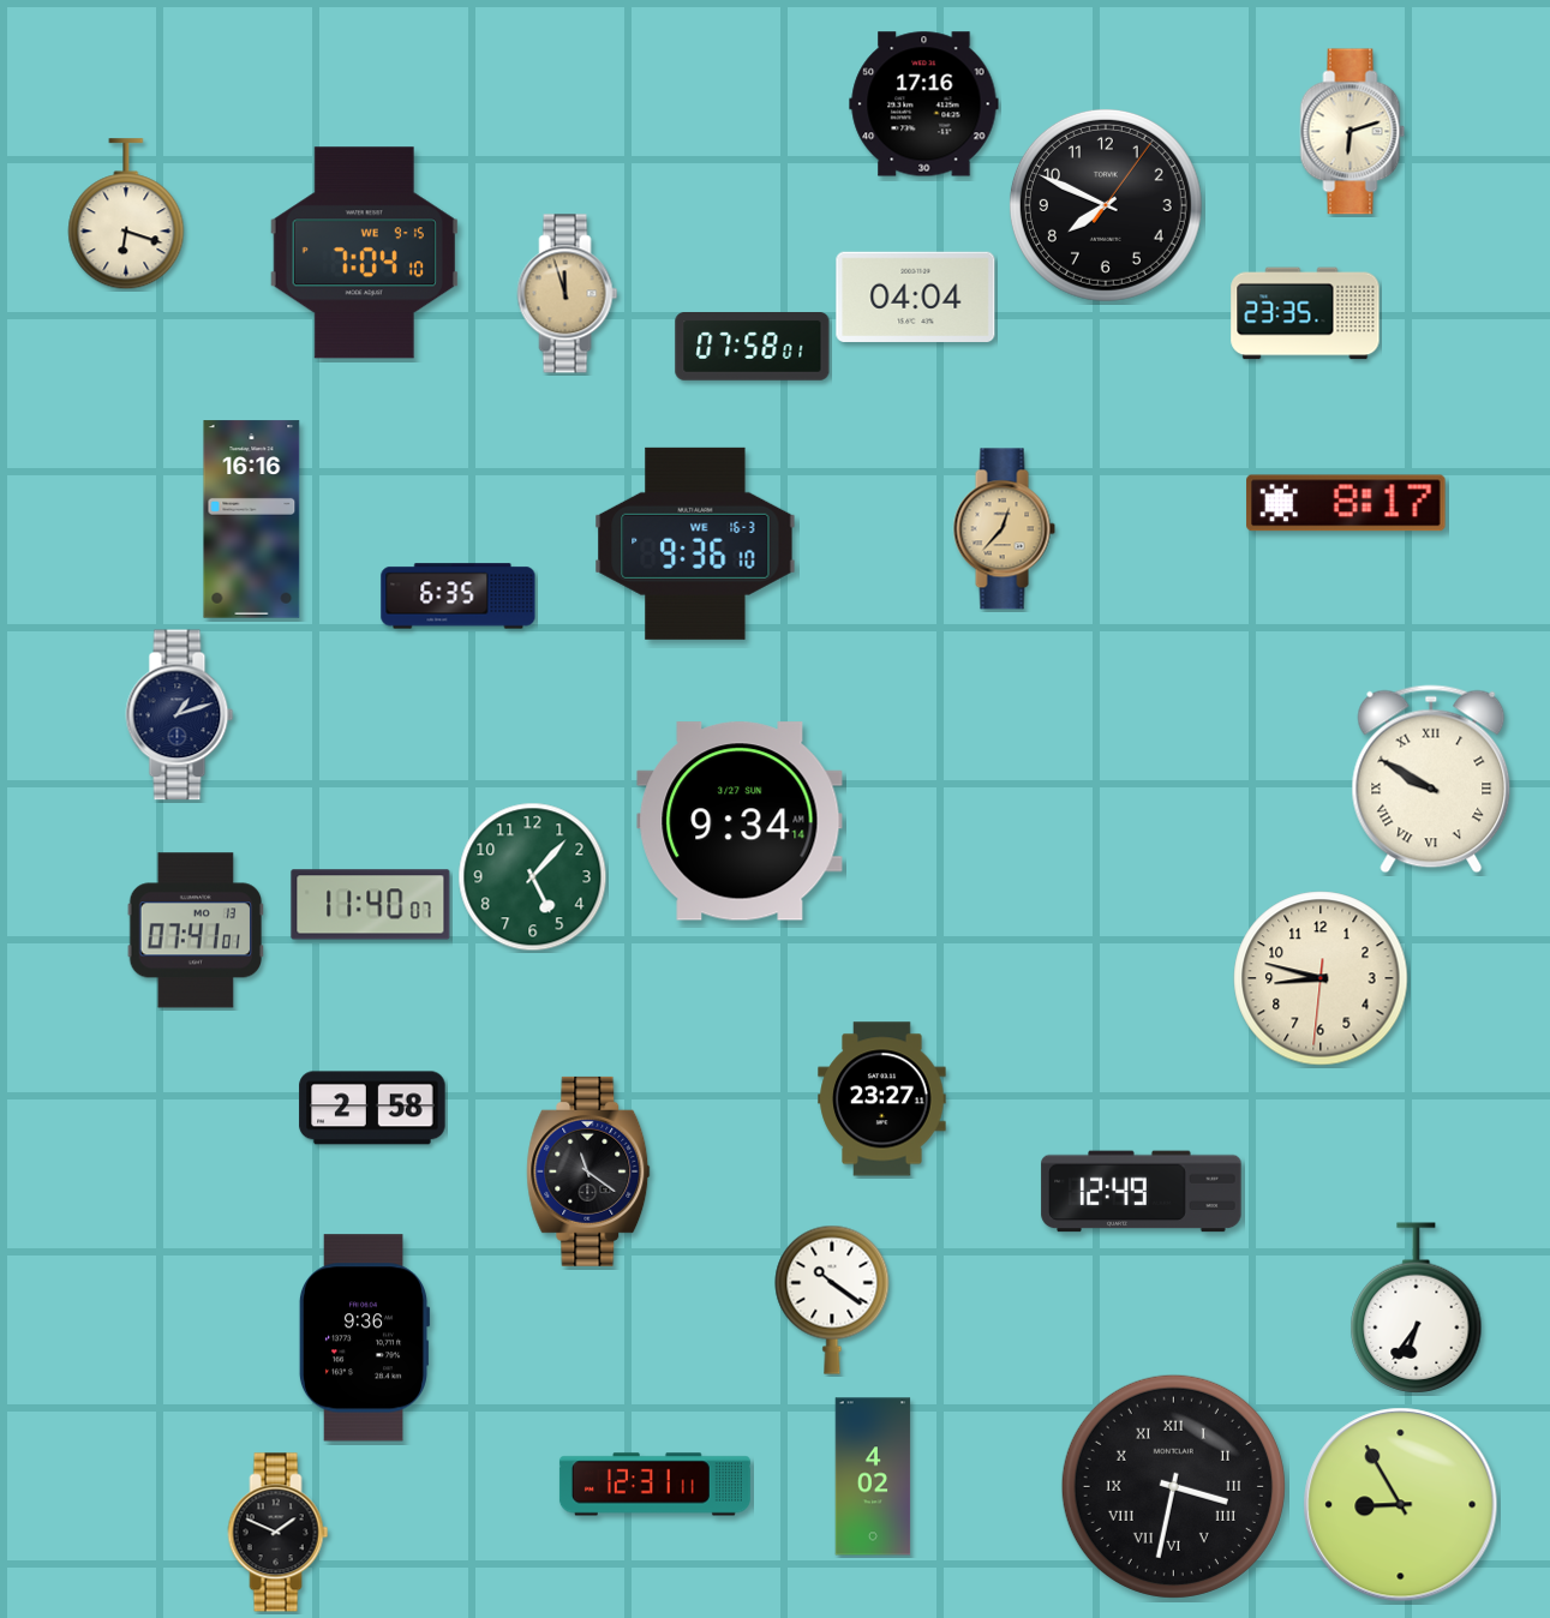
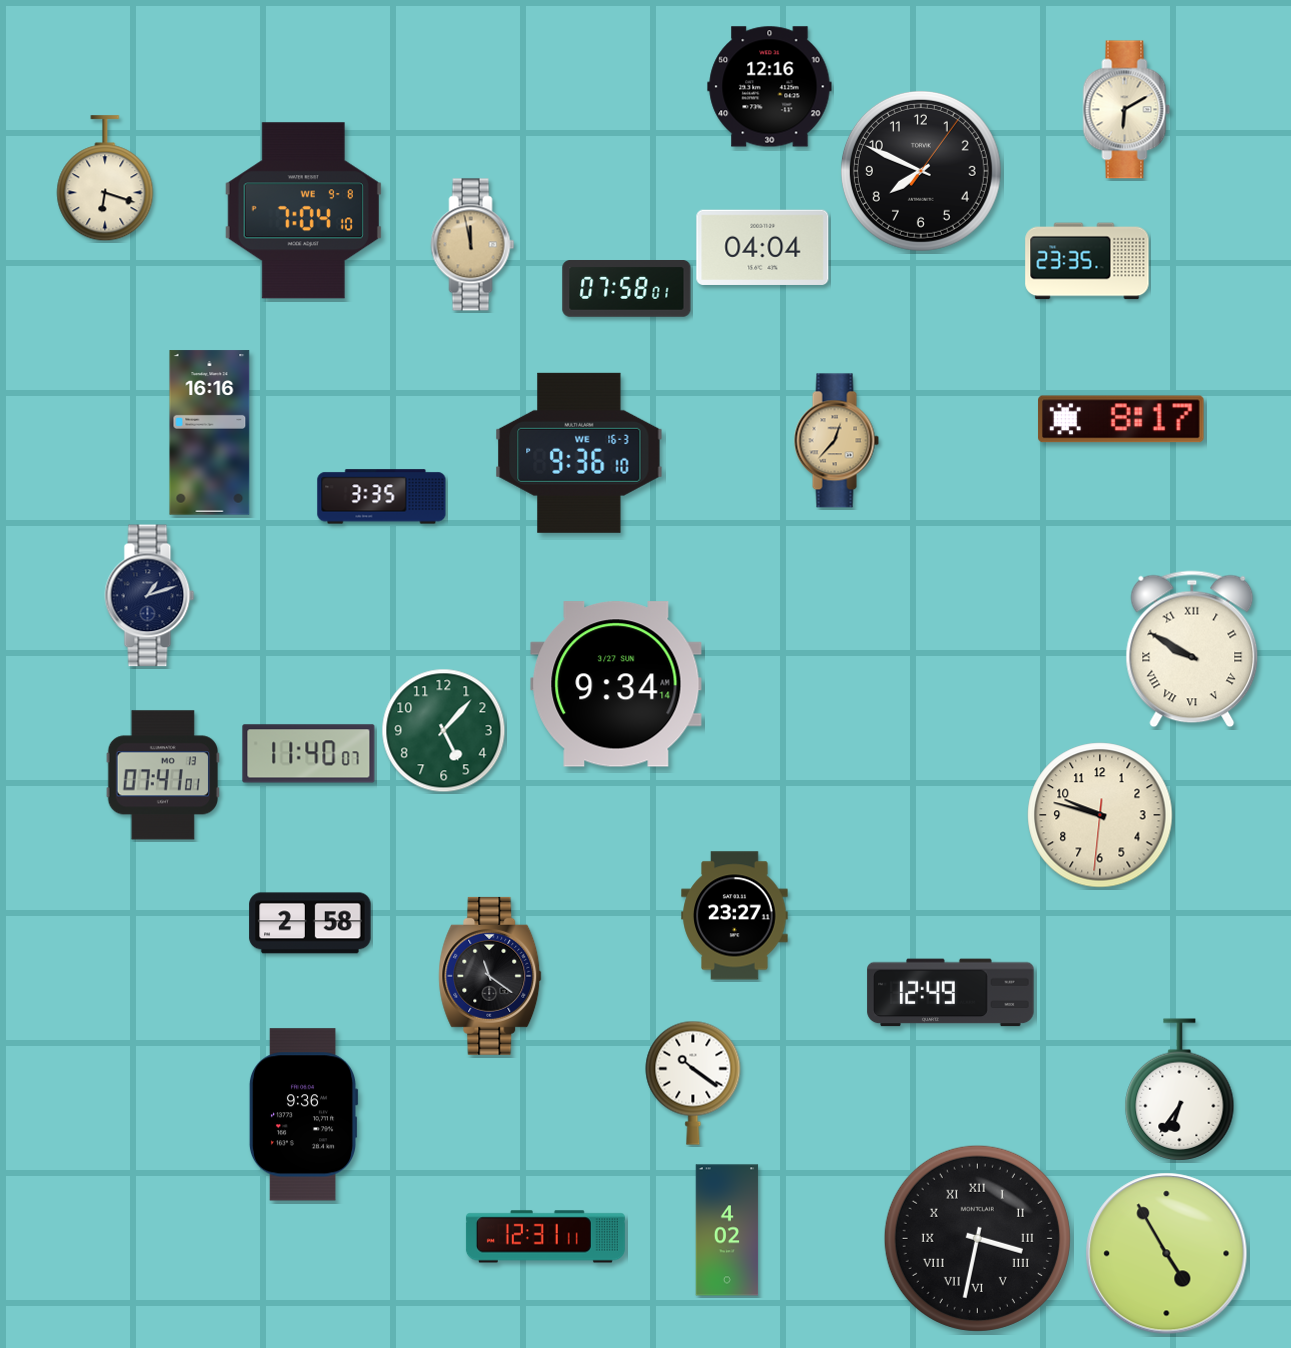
clock at (924, 104): 17:16 -> 12:16
clock at (1353, 132): 6:12 -> 6:10
clock at (364, 253) date: WE 9-15 -> WE 9-8
clock at (568, 294): 11:57 -> 11:58
clock at (459, 597): 6:35 -> 3:35
clock at (1321, 978): 8:47 -> 9:47
clock at (1401, 1505): 8:55 -> 4:55
clock at (279, 1533): 1:49 -> none
